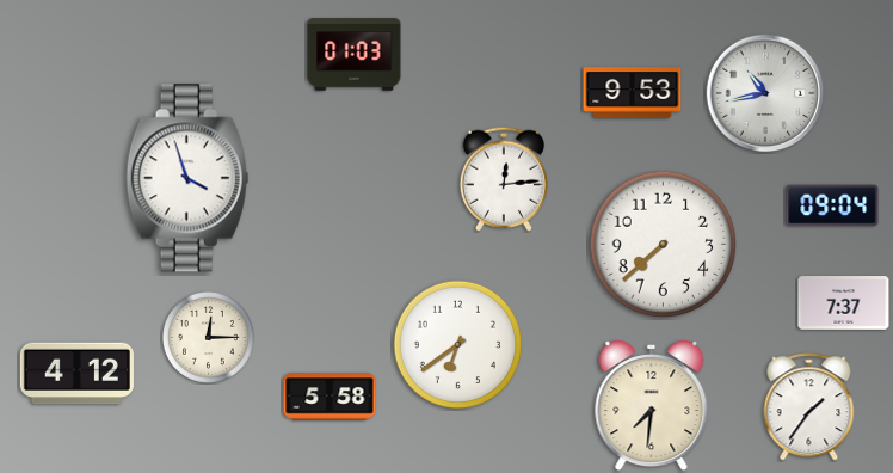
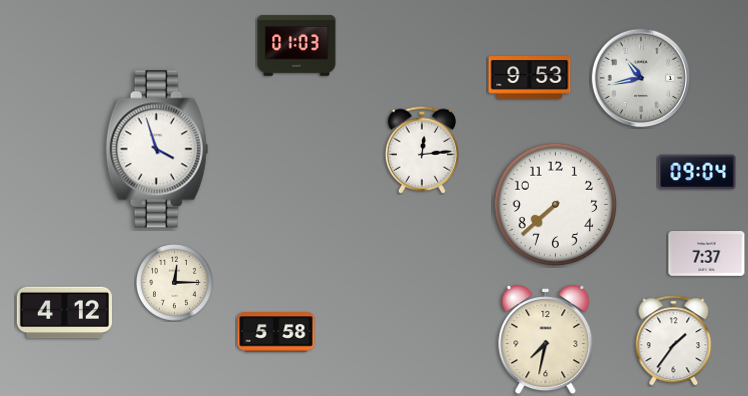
clock at (457, 344): 6:39 -> none
clock at (652, 406): 7:31 -> 7:32
clock at (809, 407) position: (809, 407) -> (674, 341)
